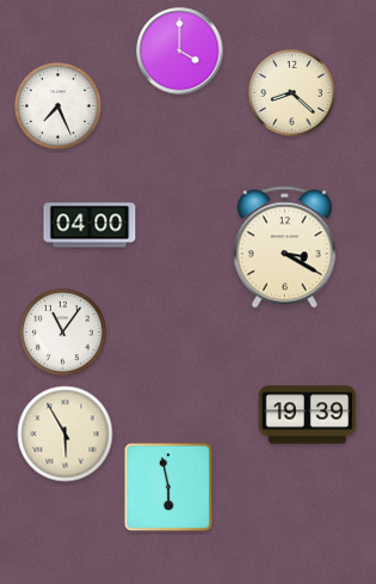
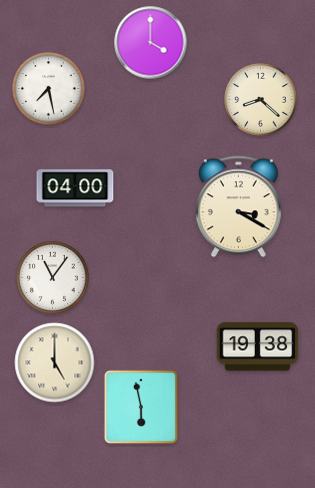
clock at (292, 93) position: (292, 93) -> (261, 100)
clock at (58, 107): 7:26 -> 7:28
clock at (308, 415): 19:39 -> 19:38
clock at (66, 434): 5:55 -> 5:00
